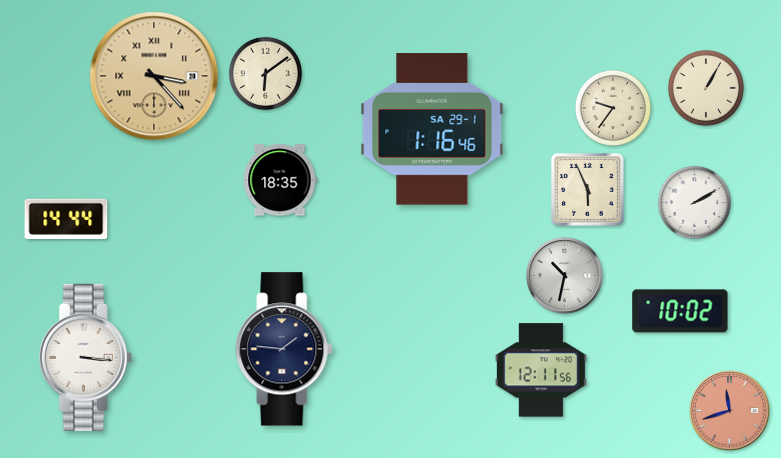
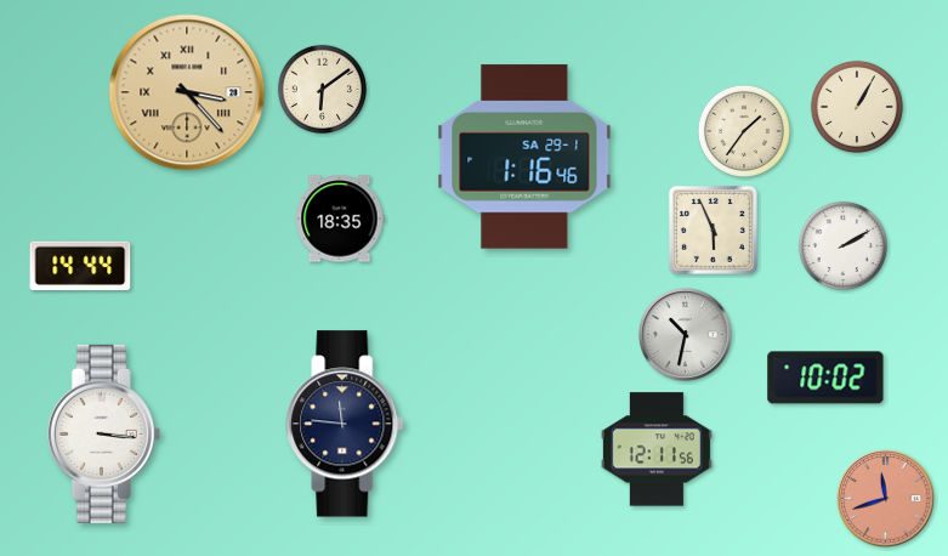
clock at (613, 108): 9:36 -> 1:36
clock at (284, 349): 1:46 -> 11:46
